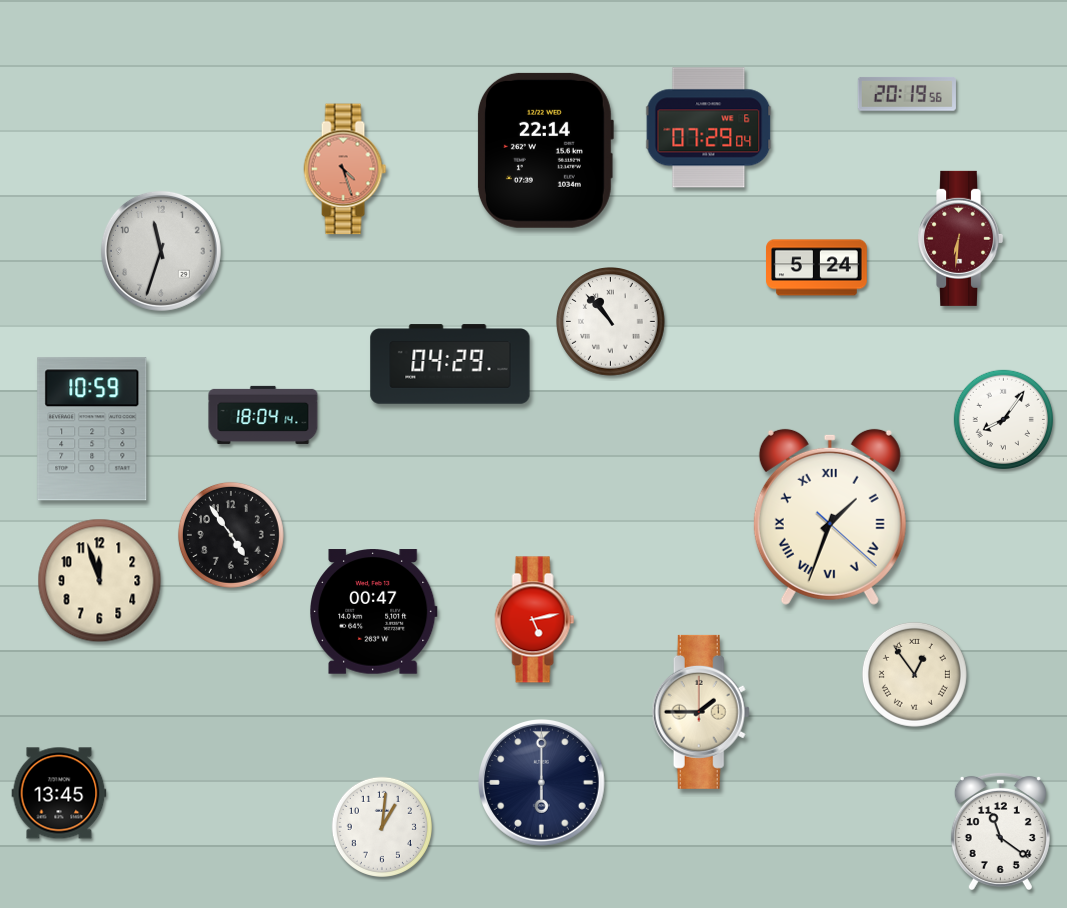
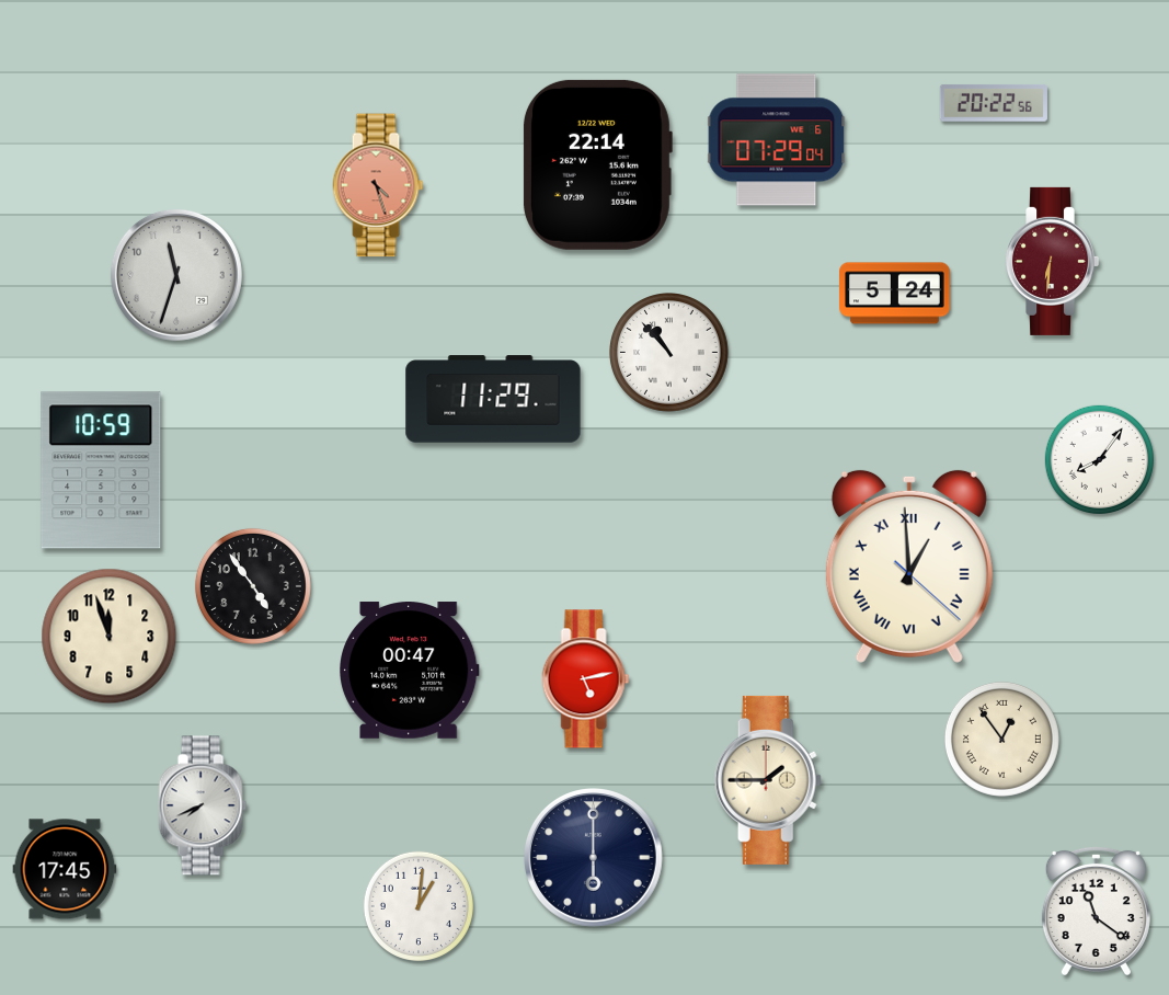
clock at (907, 94): 20:19 -> 20:22
clock at (450, 364): 04:29 -> 11:29
clock at (263, 415): 18:04 -> none
clock at (830, 517): 1:33 -> 12:59
clock at (203, 805): none -> 7:41
clock at (59, 793): 13:45 -> 17:45
